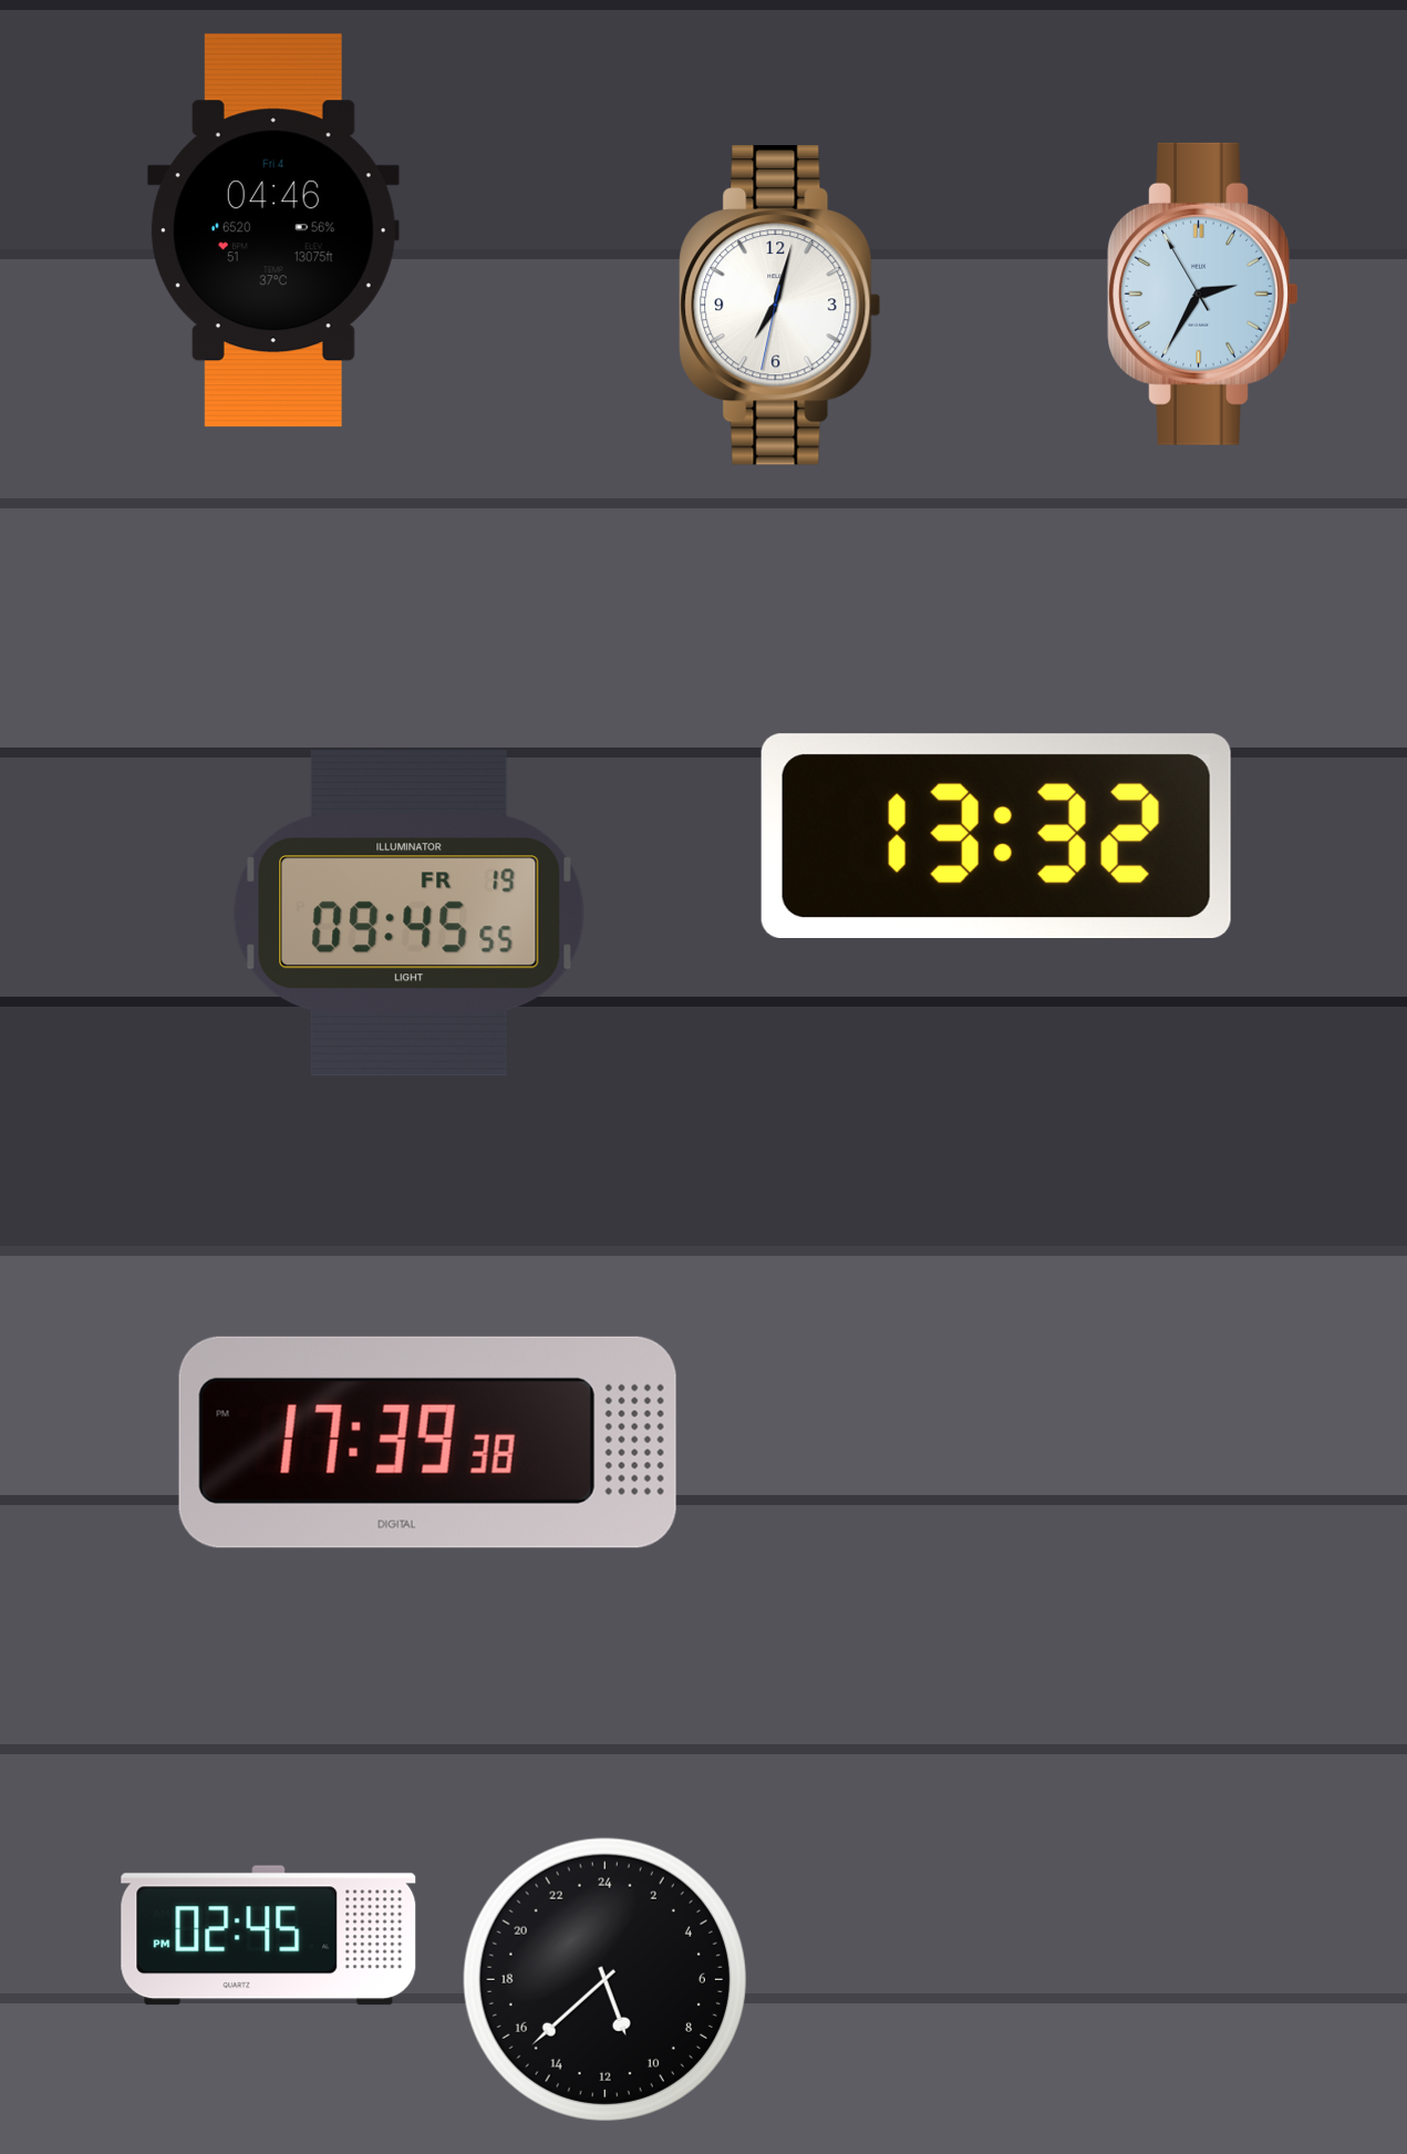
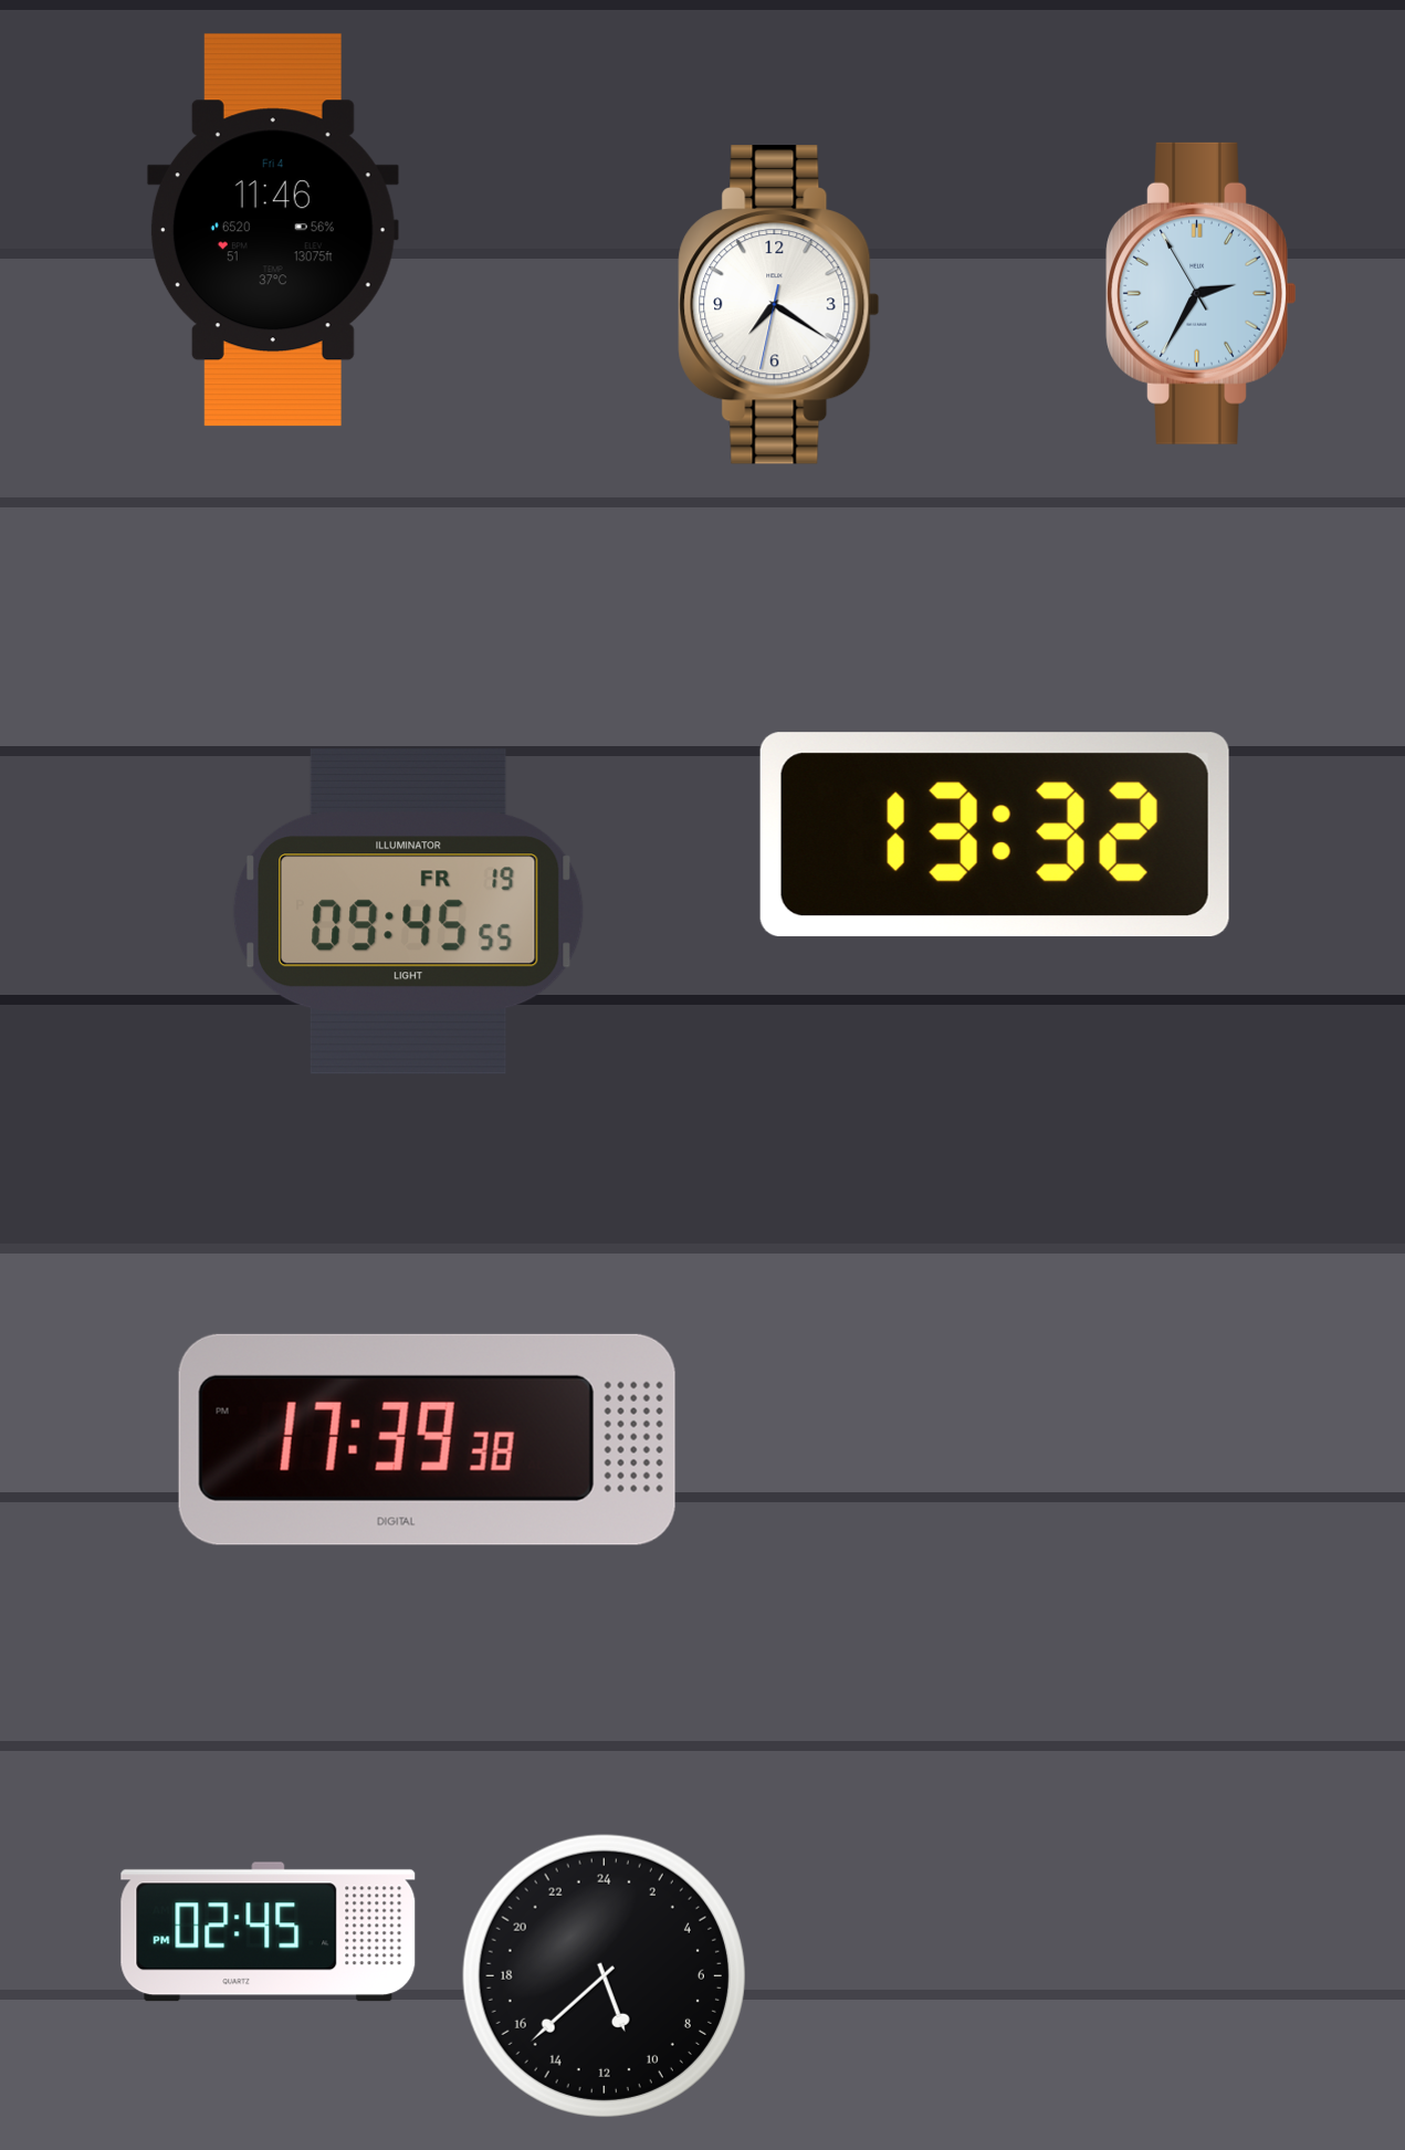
clock at (273, 230): 04:46 -> 11:46
clock at (780, 306): 7:02 -> 7:20
